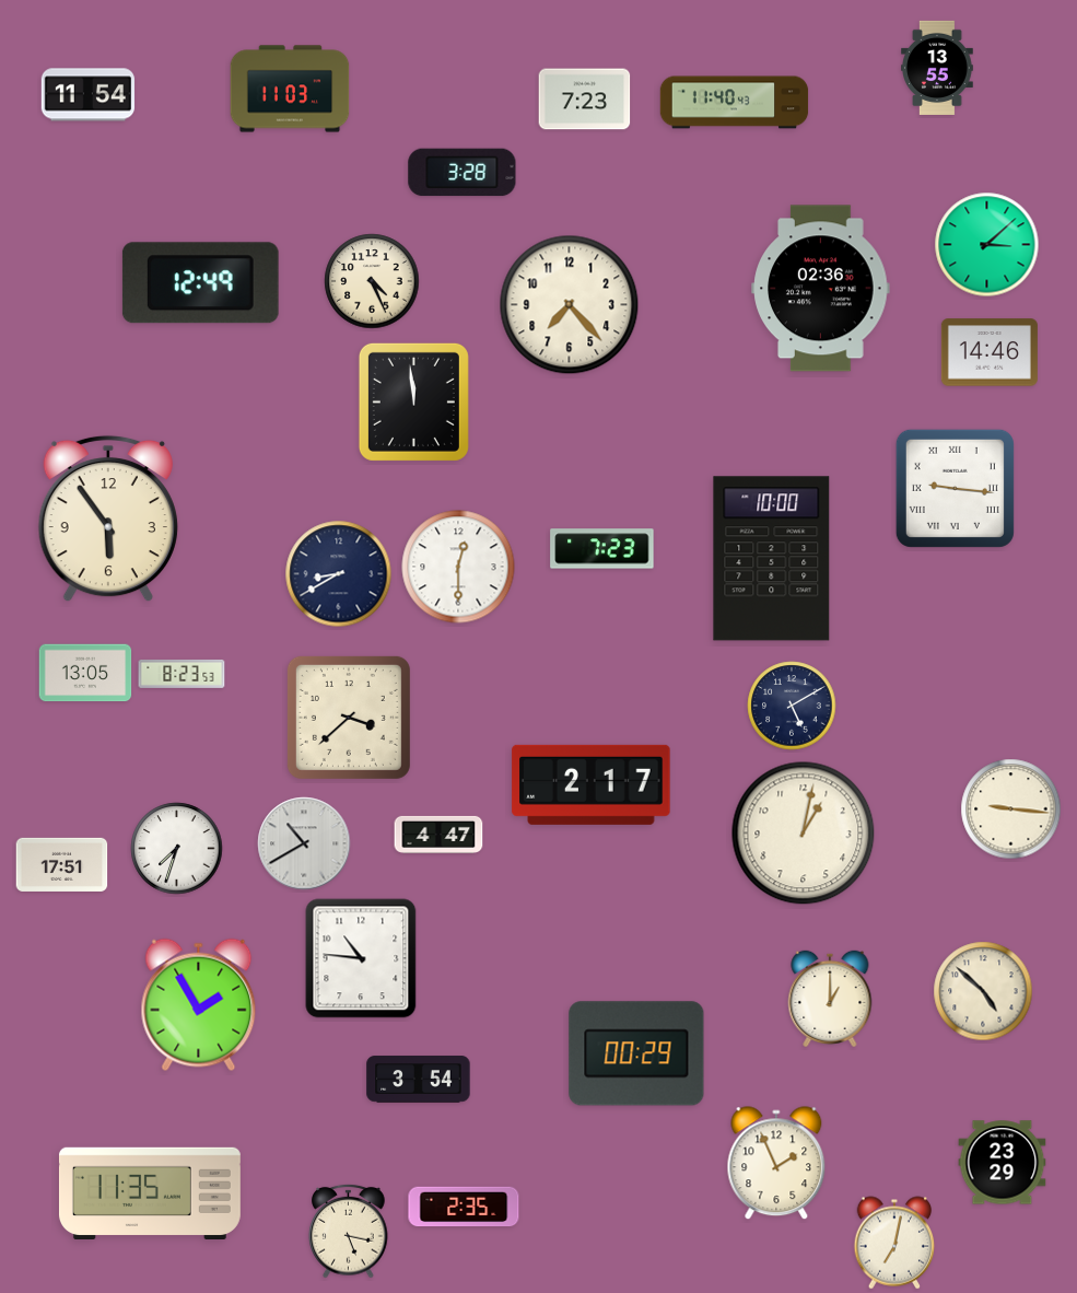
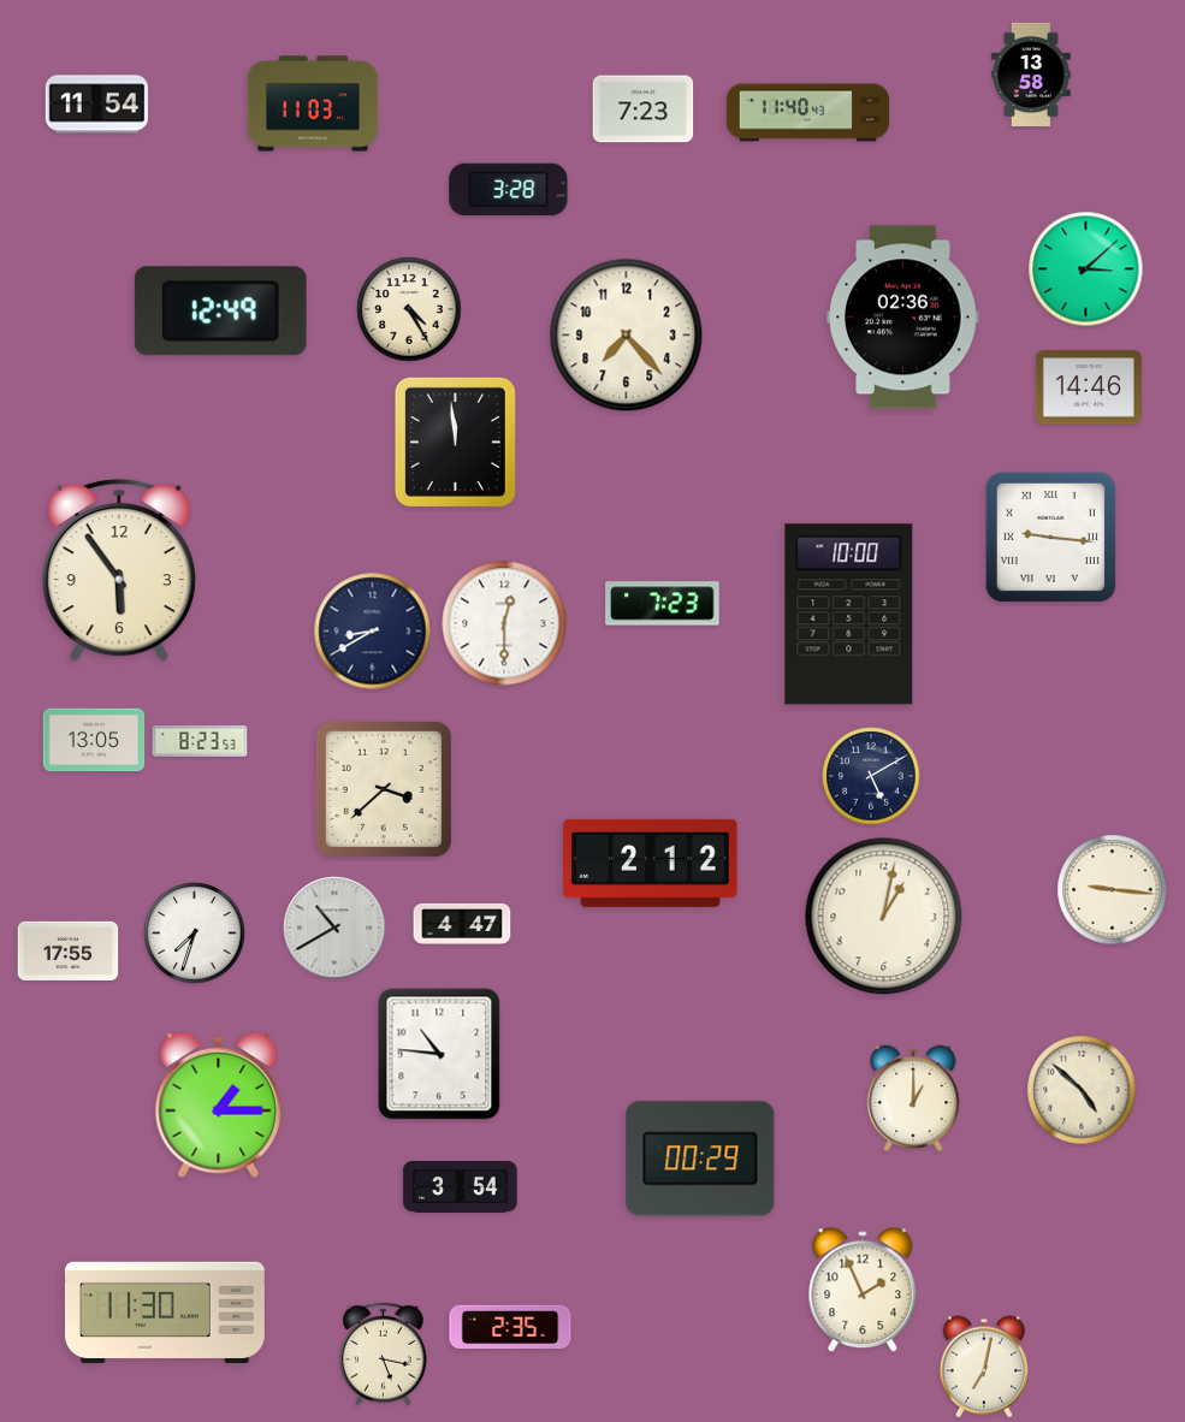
clock at (937, 67): 13:55 -> 13:58
clock at (290, 89) position: (290, 89) -> (313, 103)
clock at (372, 281): 4:26 -> 4:25
clock at (592, 784): 2:17 -> 2:12
clock at (438, 835) position: (438, 835) -> (462, 924)
clock at (62, 864): 17:51 -> 17:55
clock at (361, 958) position: (361, 958) -> (439, 1054)
clock at (199, 1005): 1:55 -> 1:15
clock at (1003, 1163): 23:29 -> none
clock at (776, 1164) position: (776, 1164) -> (863, 1291)
clock at (150, 1192): 11:35 -> 11:30
